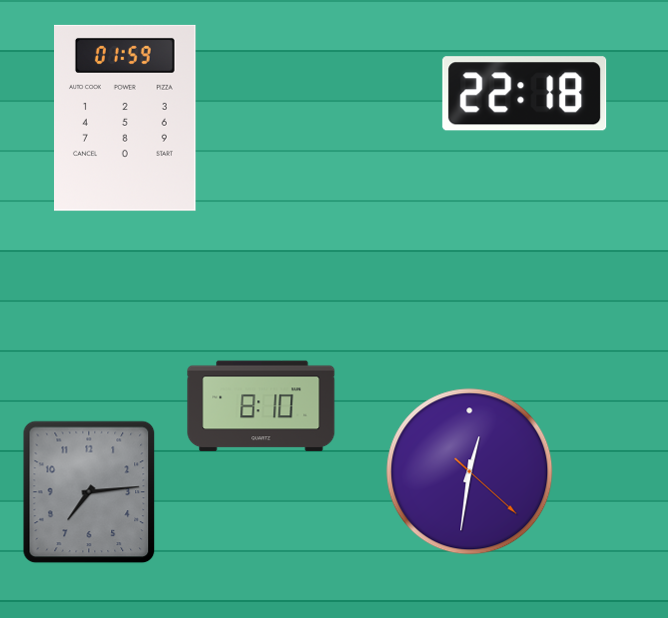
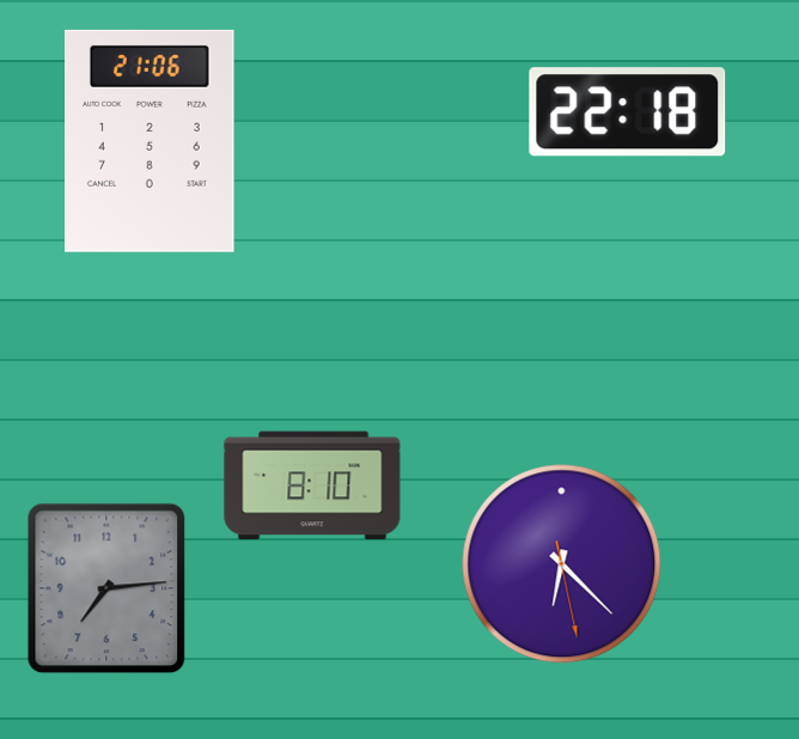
clock at (126, 118): 01:59 -> 21:06
clock at (470, 472): 12:31 -> 6:22
